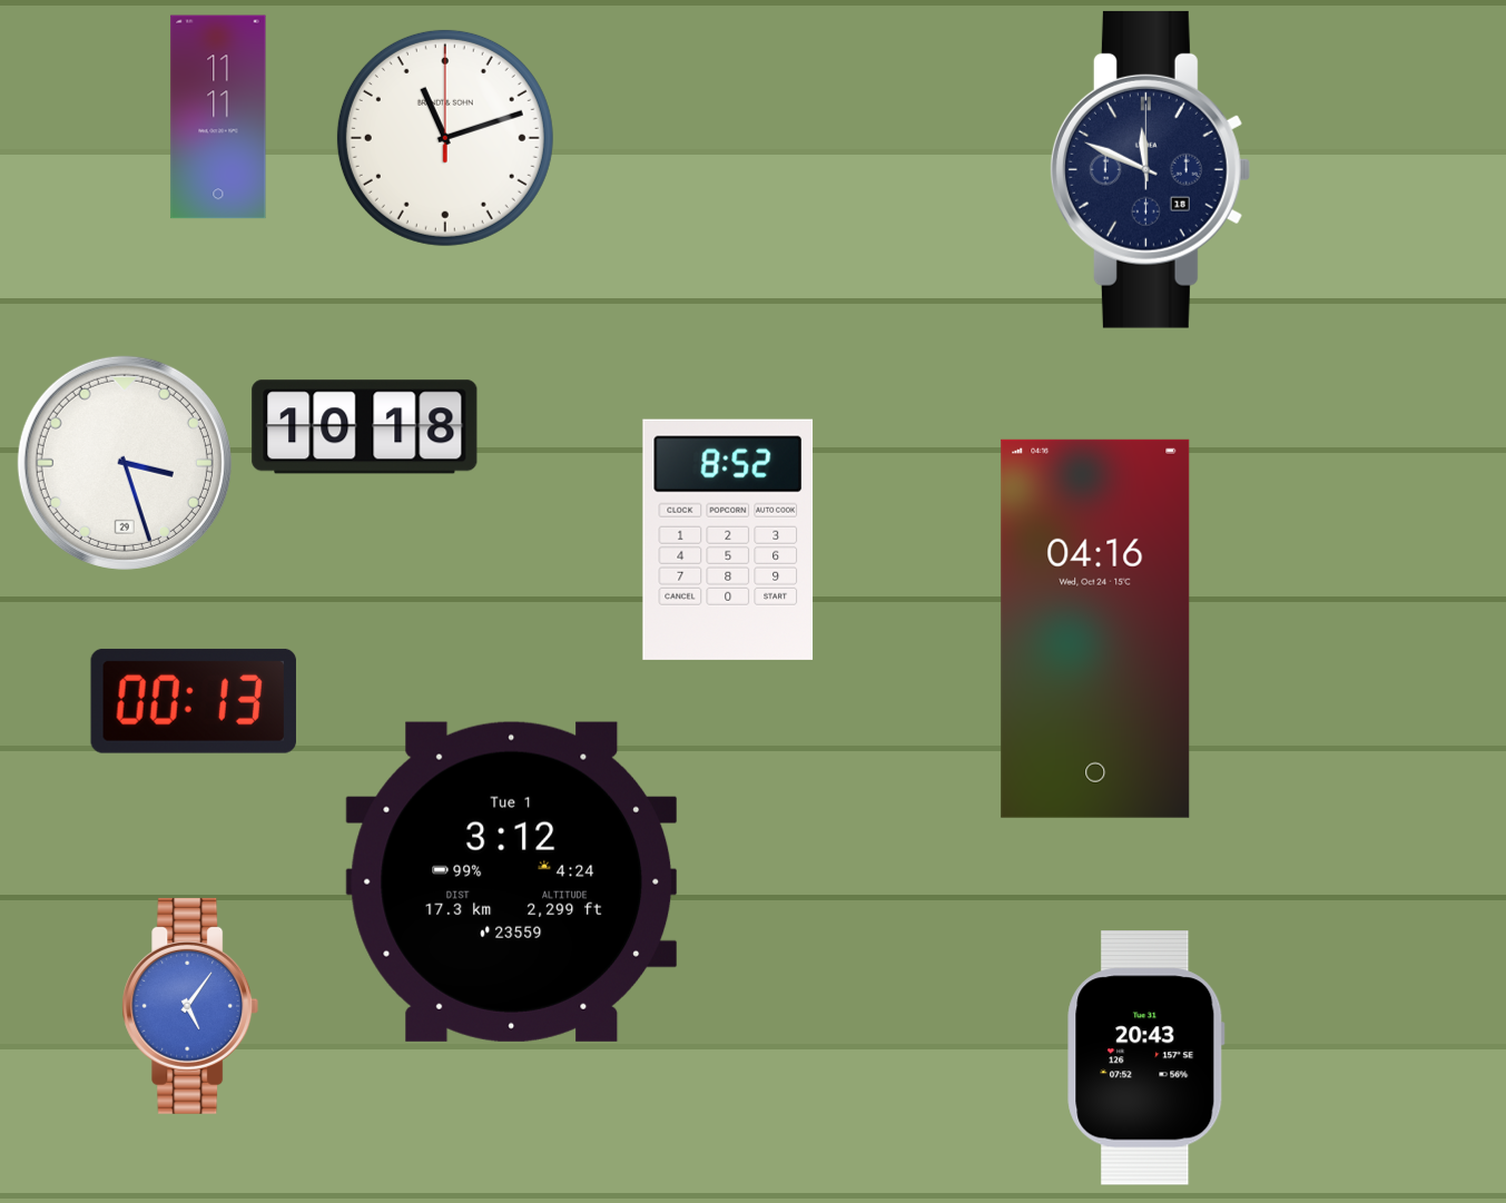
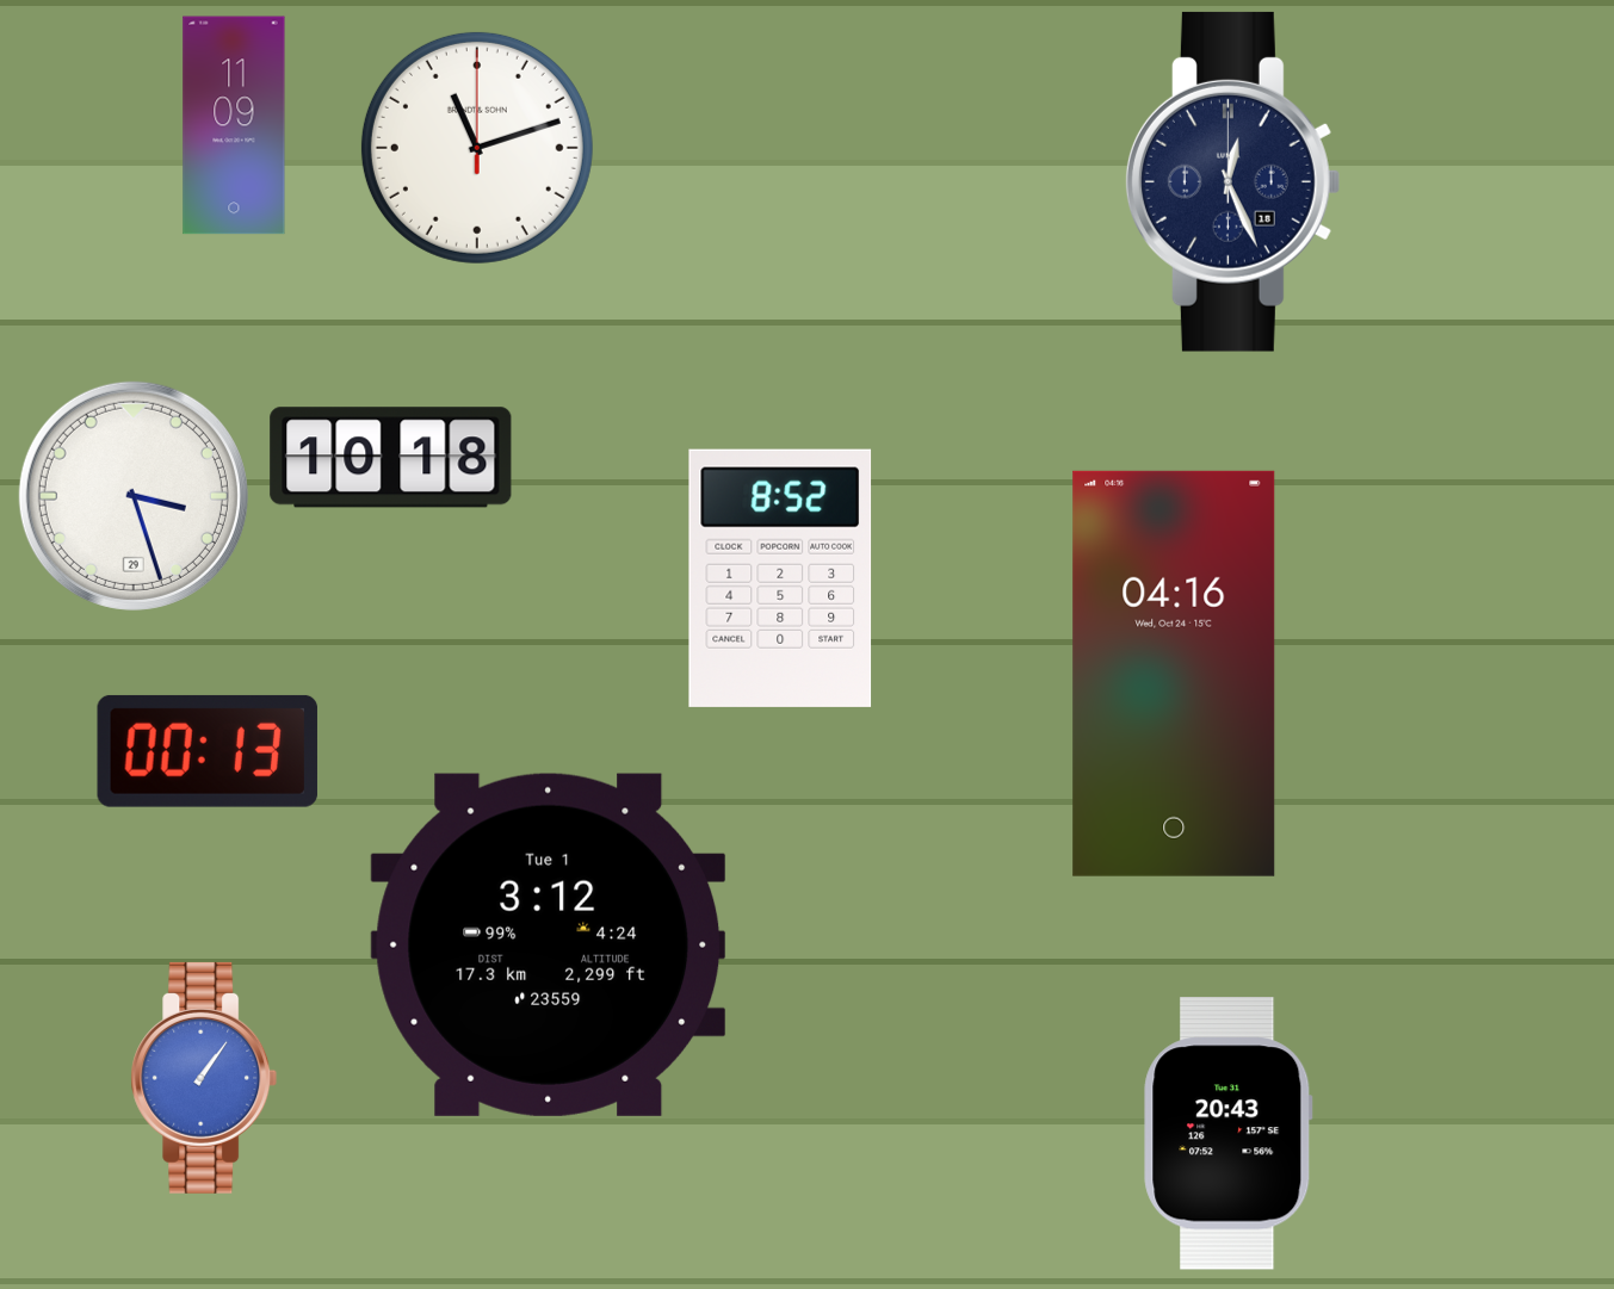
clock at (218, 117): 11:11 -> 11:09
clock at (1150, 169): 11:49 -> 12:26
clock at (190, 1006): 5:06 -> 1:06
